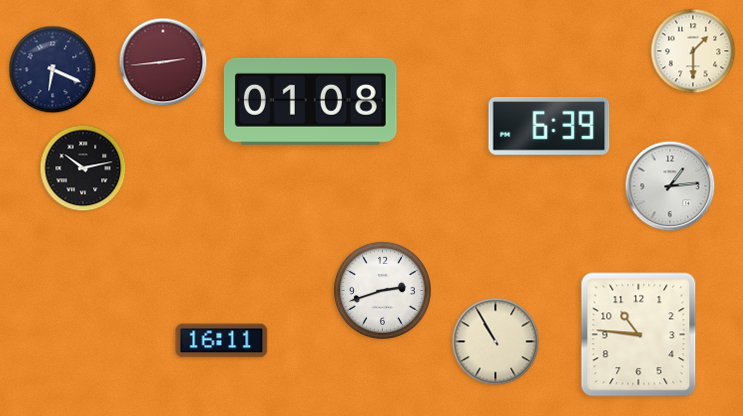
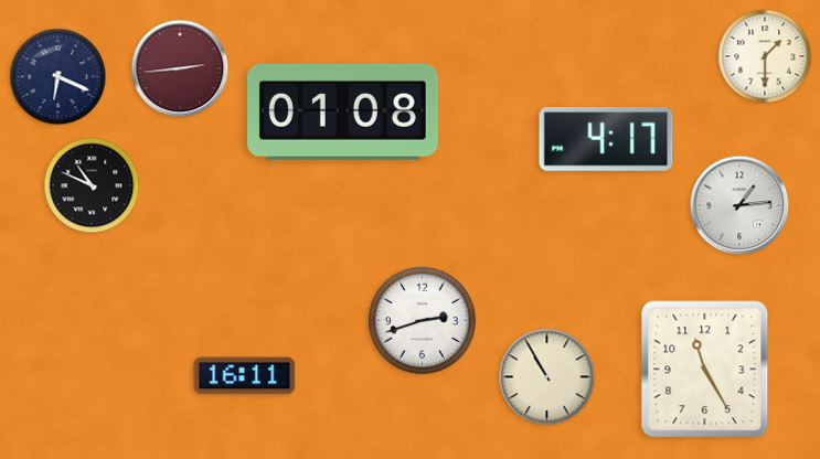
clock at (549, 127): 6:39 -> 4:17
clock at (83, 168): 10:13 -> 10:49
clock at (639, 335): 10:46 -> 11:25
